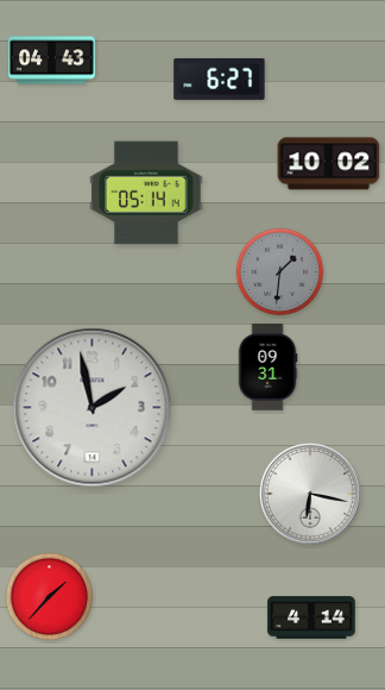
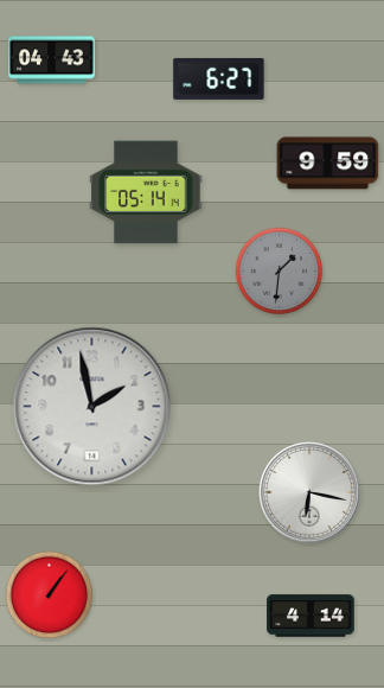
clock at (329, 164): 10:02 -> 9:59
clock at (267, 368): 09:31 -> none
clock at (50, 597): 1:37 -> 1:06
